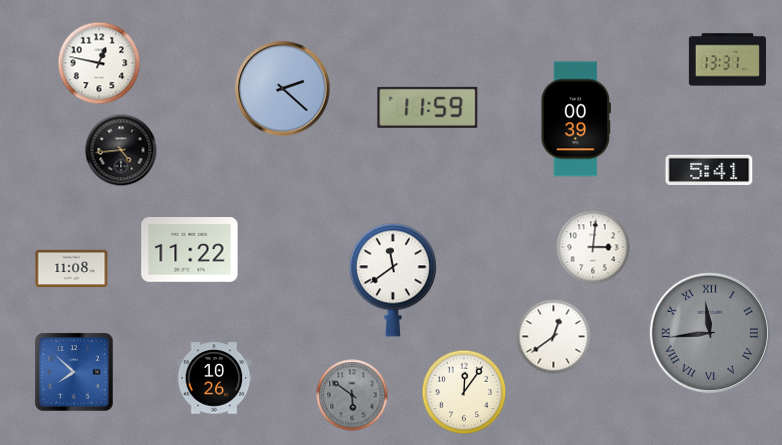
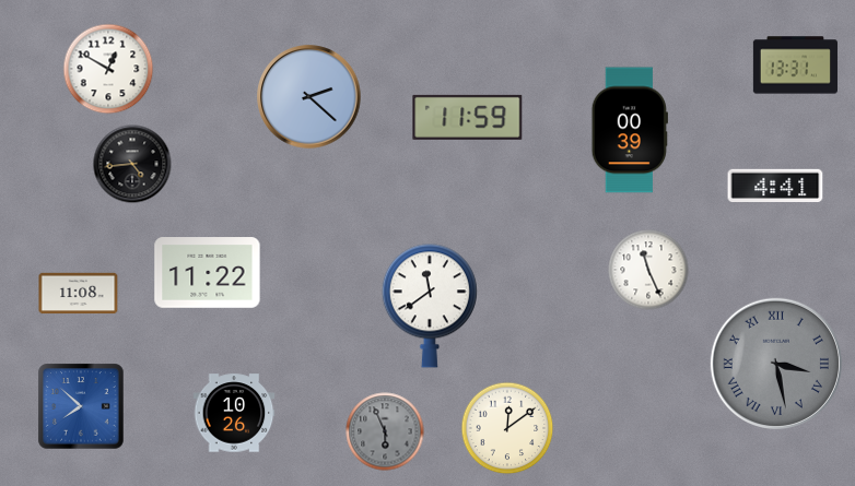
clock at (99, 63): 12:47 -> 12:50
clock at (709, 169): 5:41 -> 4:41
clock at (593, 247): 3:01 -> 11:26
clock at (710, 333): 11:44 -> 3:28
clock at (554, 337): 12:39 -> none
clock at (464, 392): 12:06 -> 12:09
clock at (352, 395): 5:51 -> 5:56
